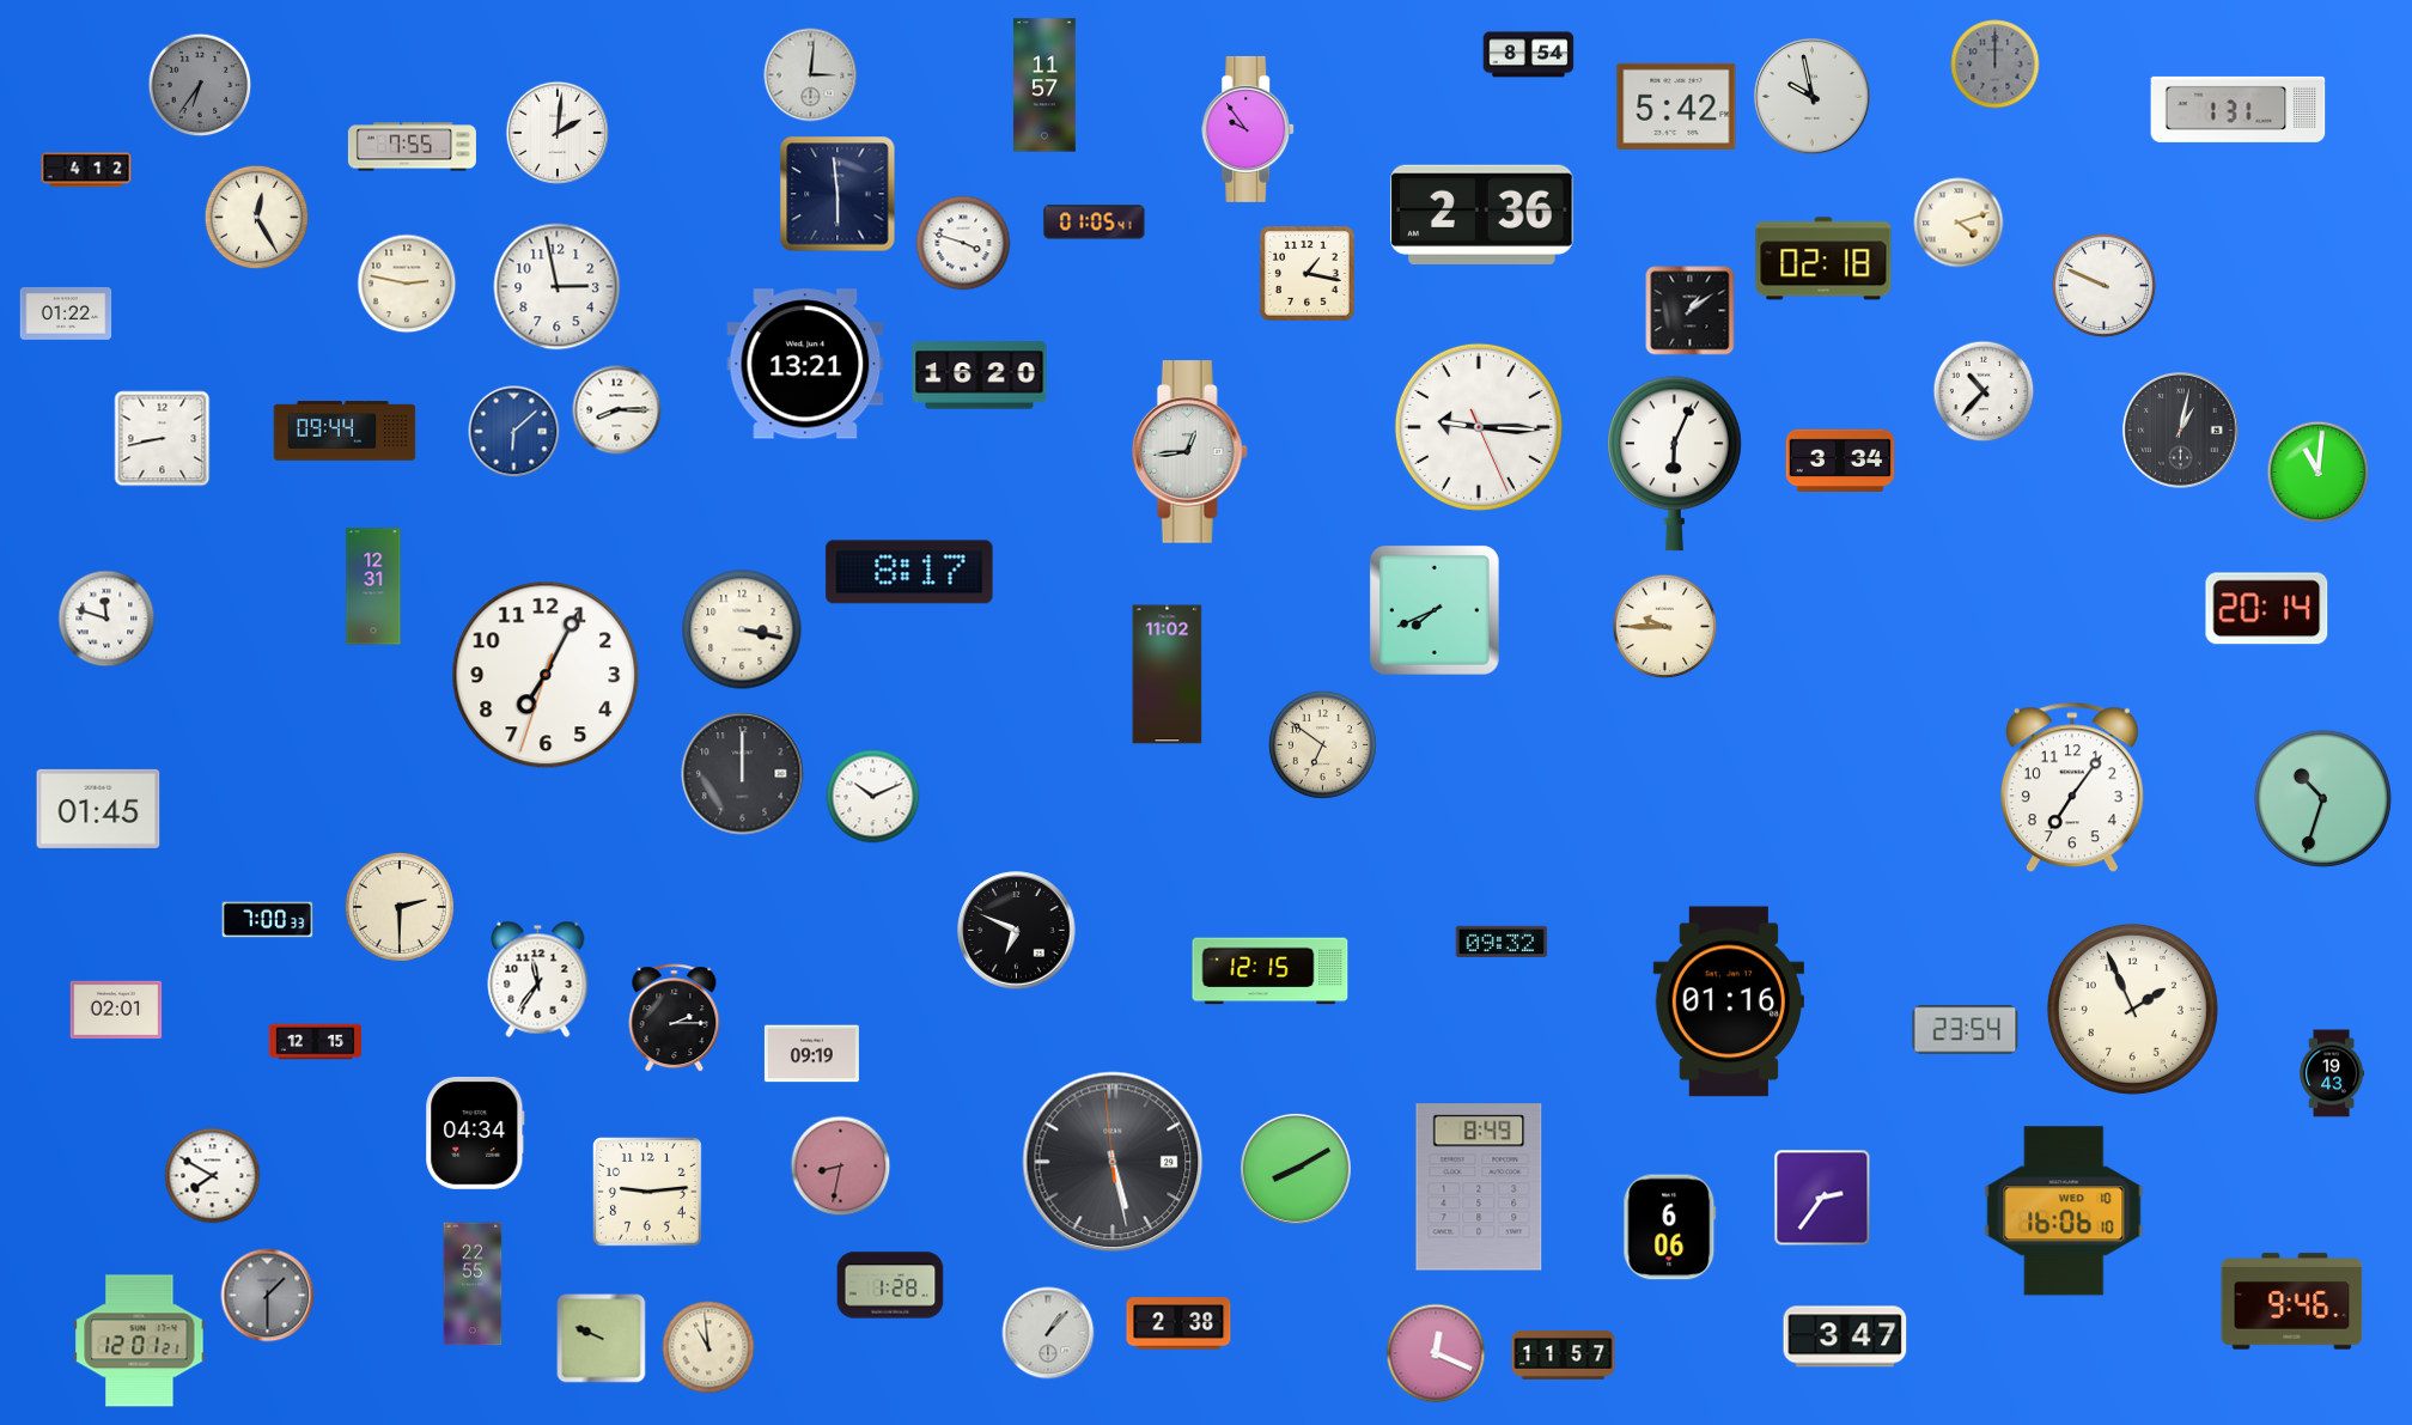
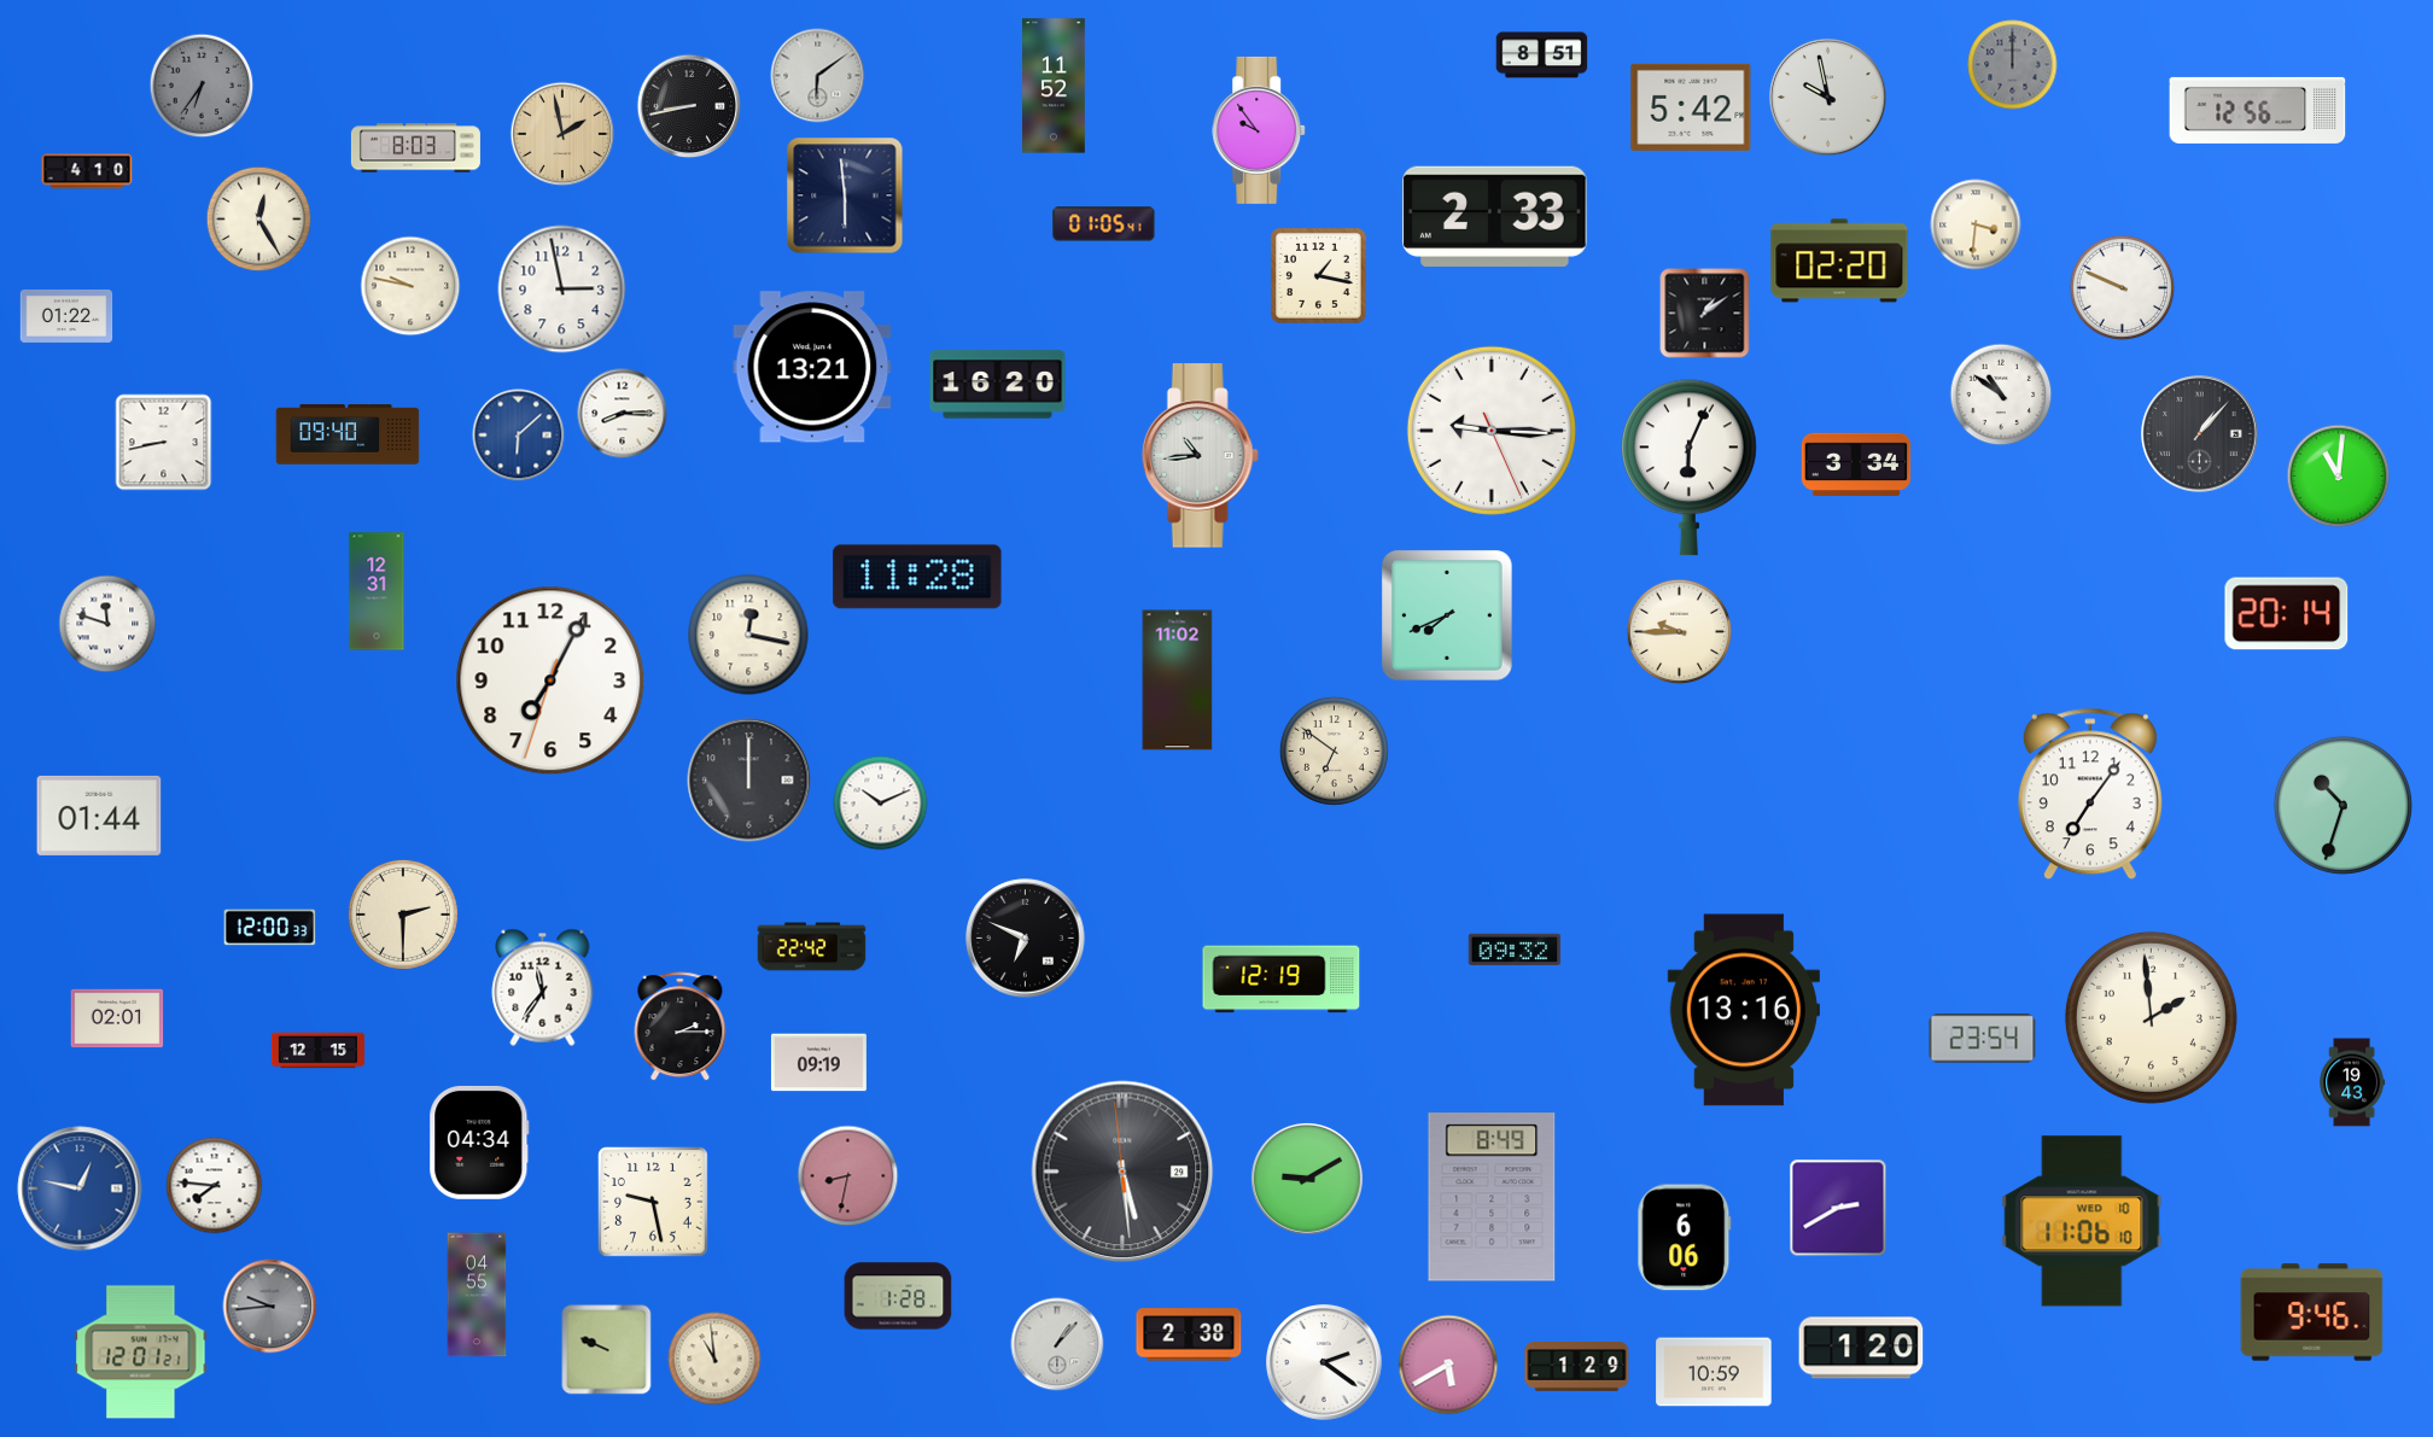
clock at (1529, 55): 8:54 -> 8:51
clock at (811, 75): 3:01 -> 6:09
clock at (1046, 85): 11:57 -> 11:52
clock at (689, 106): none -> 8:43
clock at (2239, 109): 1:31 -> 12:56
clock at (558, 133): 2:01 -> 1:58
clock at (558, 133) dial: white -> champagne
clock at (412, 147): 7:55 -> 8:03
clock at (86, 170): 4:12 -> 4:10
clock at (1482, 214): 2:36 -> 2:33
clock at (1959, 223): 4:12 -> 3:31
clock at (963, 243): 3:48 -> none
clock at (1823, 258): 02:18 -> 02:20
clock at (407, 284): 2:47 -> 9:47
clock at (980, 376) position: (980, 376) -> (998, 385)
clock at (1984, 391): 10:37 -> 10:51
clock at (345, 431): 09:44 -> 09:40
clock at (2181, 431): 1:02 -> 1:07
clock at (1189, 452): 12:44 -> 10:44
clock at (909, 572): 8:17 -> 11:28
clock at (742, 629): 3:17 -> 12:17
clock at (98, 809): 01:45 -> 01:44
clock at (268, 920): 7:00 -> 12:00
clock at (812, 947): none -> 22:42
clock at (1271, 972): 12:15 -> 12:19
clock at (1728, 1001): 01:16 -> 13:16
clock at (2132, 1009): 1:56 -> 1:59
clock at (1113, 1162): 5:27 -> 5:28
clock at (1296, 1169): 8:10 -> 9:10
clock at (213, 1176): 7:50 -> 7:46
clock at (80, 1188): none -> 12:47
clock at (648, 1193): 9:14 -> 9:28
clock at (1822, 1198): 2:36 -> 2:40
clock at (2064, 1211): 16:06 -> 11:06
clock at (473, 1284): 22:55 -> 04:55
clock at (268, 1296): 1:30 -> 9:44
clock at (1845, 1336): 3:47 -> 1:20
clock at (1324, 1362): none -> 2:21
clock at (1436, 1353): 12:19 -> 5:40
clock at (1564, 1356): 11:57 -> 1:29
clock at (1714, 1372): none -> 10:59
